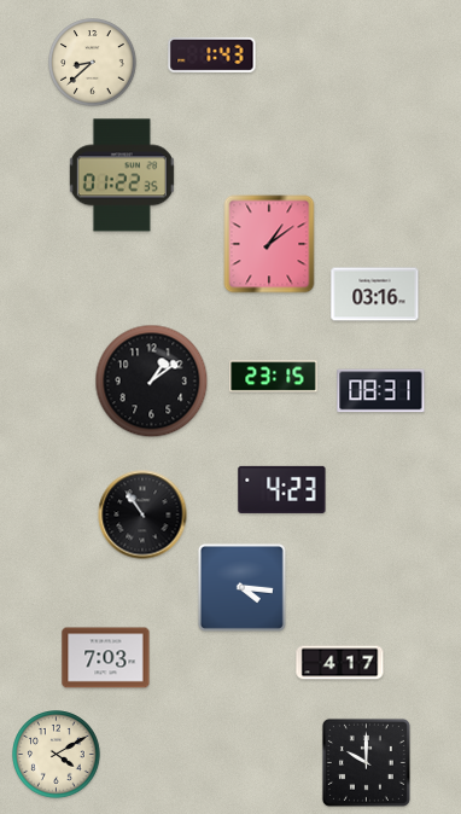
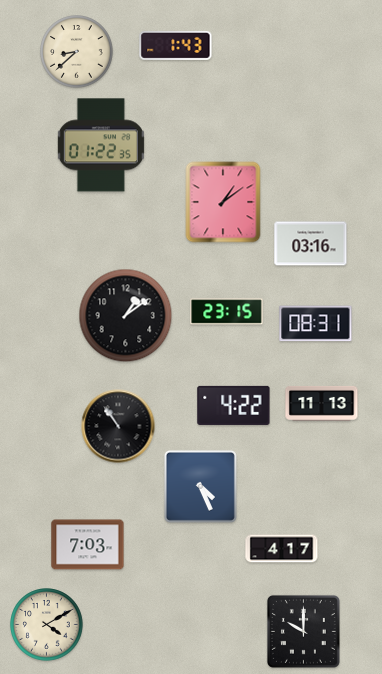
clock at (322, 403): none -> 11:13
clock at (282, 489): 4:23 -> 4:22
clock at (241, 587): 4:16 -> 4:26
